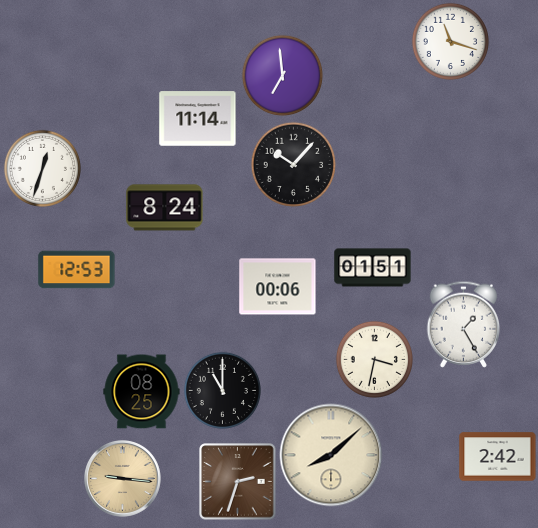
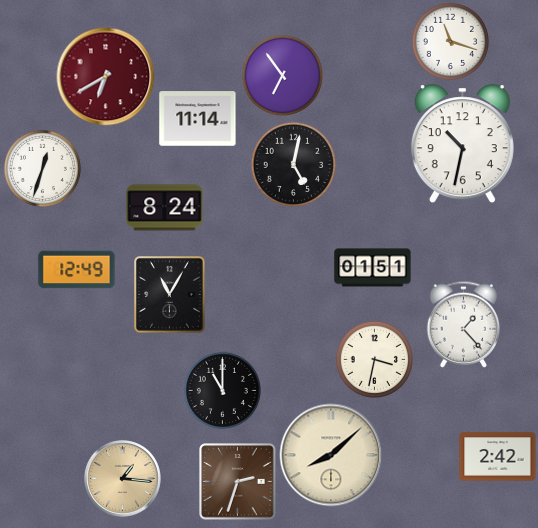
clock at (282, 75): 6:59 -> 6:54
clock at (106, 77): none -> 6:40
clock at (462, 144): none -> 10:32
clock at (293, 164): 10:07 -> 5:02
clock at (77, 270): 12:53 -> 12:49
clock at (278, 287): 00:06 -> none
clock at (170, 295): none -> 11:05
clock at (464, 324): 1:25 -> 1:23
clock at (142, 392): 08:25 -> none
clock at (123, 479): 9:16 -> 1:16
